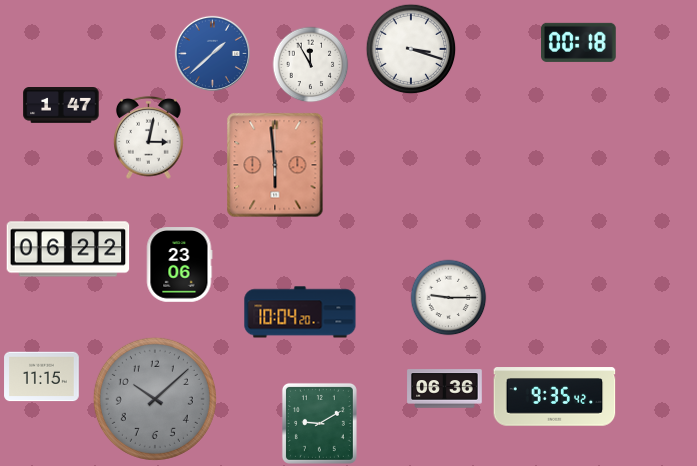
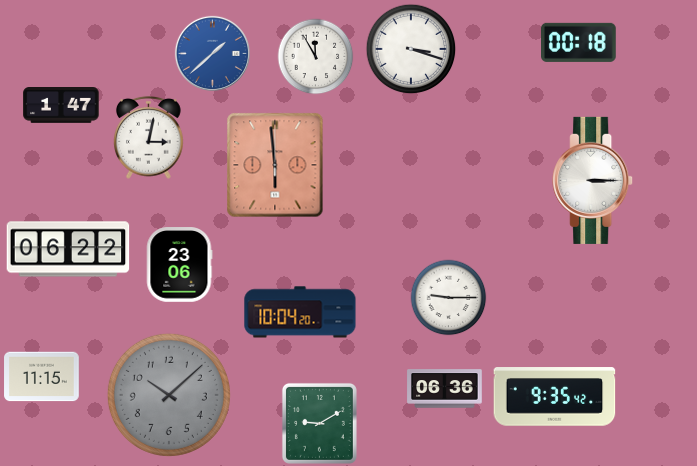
clock at (311, 65) position: (311, 65) -> (316, 57)
clock at (593, 180): none -> 3:15
clock at (155, 399) position: (155, 399) -> (169, 395)
